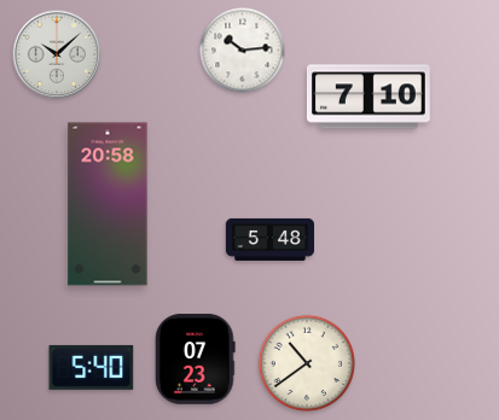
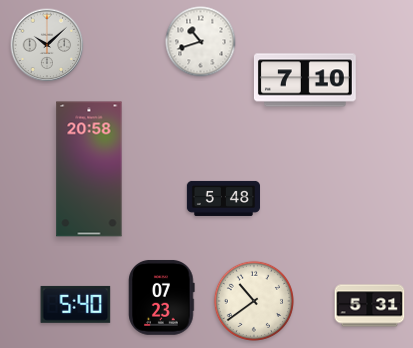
clock at (243, 51): 10:14 -> 10:42
clock at (370, 306): none -> 5:31
